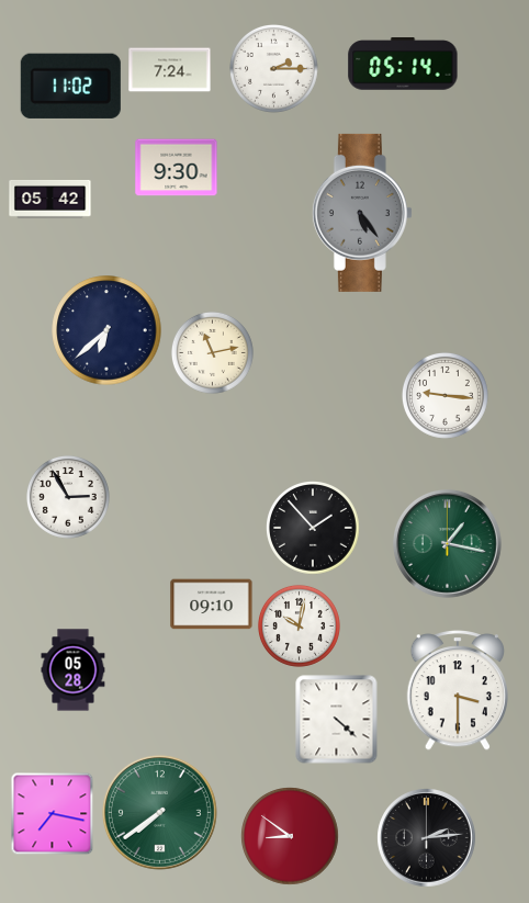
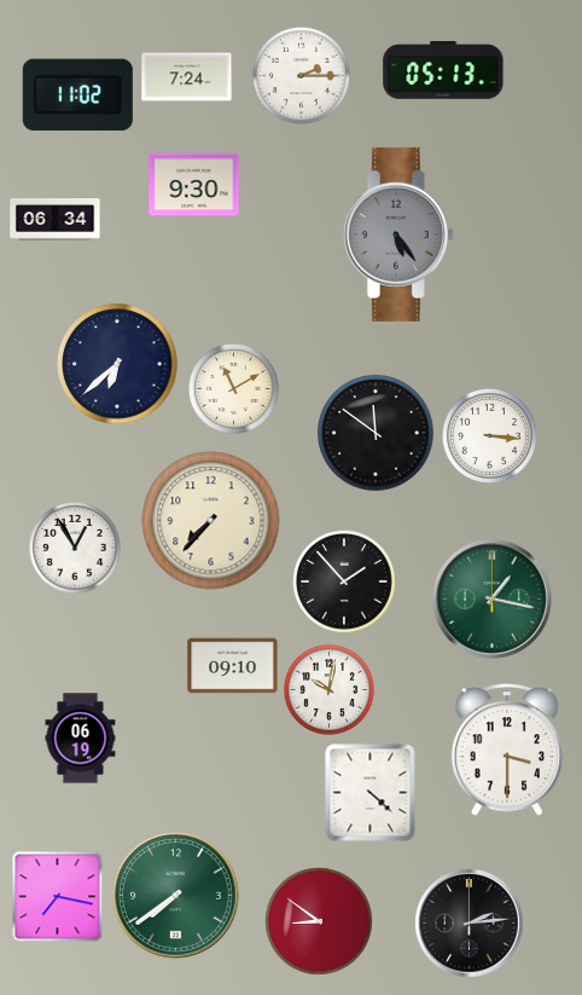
clock at (403, 64): 05:14 -> 05:13
clock at (50, 200): 05:42 -> 06:34
clock at (212, 352): 11:13 -> 11:10
clock at (376, 433): none -> 11:51
clock at (444, 395): 9:16 -> 3:16
clock at (211, 521): none -> 7:37
clock at (68, 497): 2:55 -> 12:55
clock at (74, 670): 05:28 -> 06:19
clock at (457, 691) position: (457, 691) -> (506, 751)
